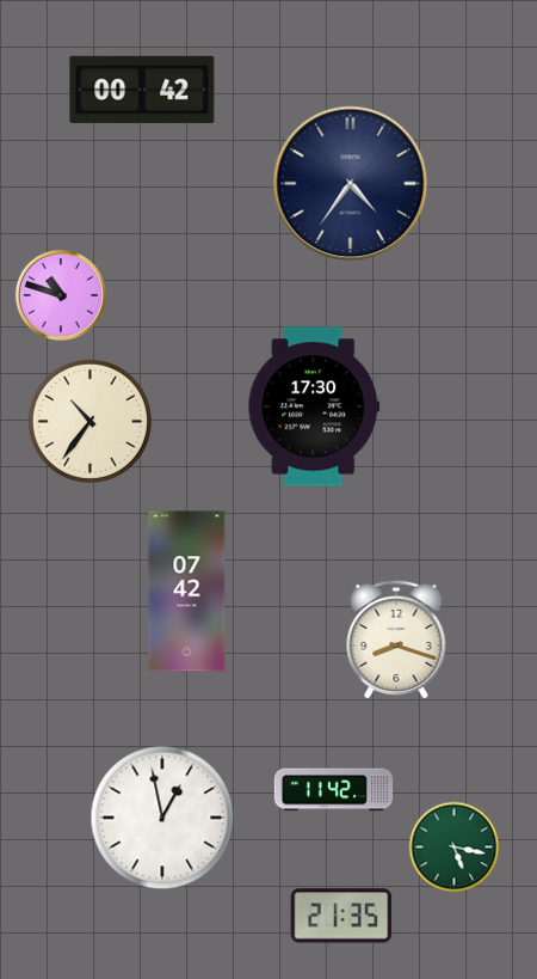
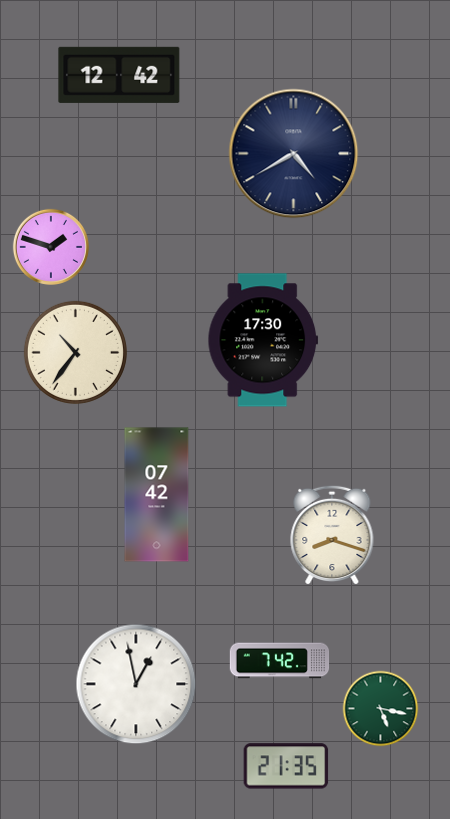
clock at (142, 90): 00:42 -> 12:42
clock at (351, 184): 4:36 -> 4:40
clock at (61, 295): 10:48 -> 1:48
clock at (334, 790): 11:42 -> 7:42
